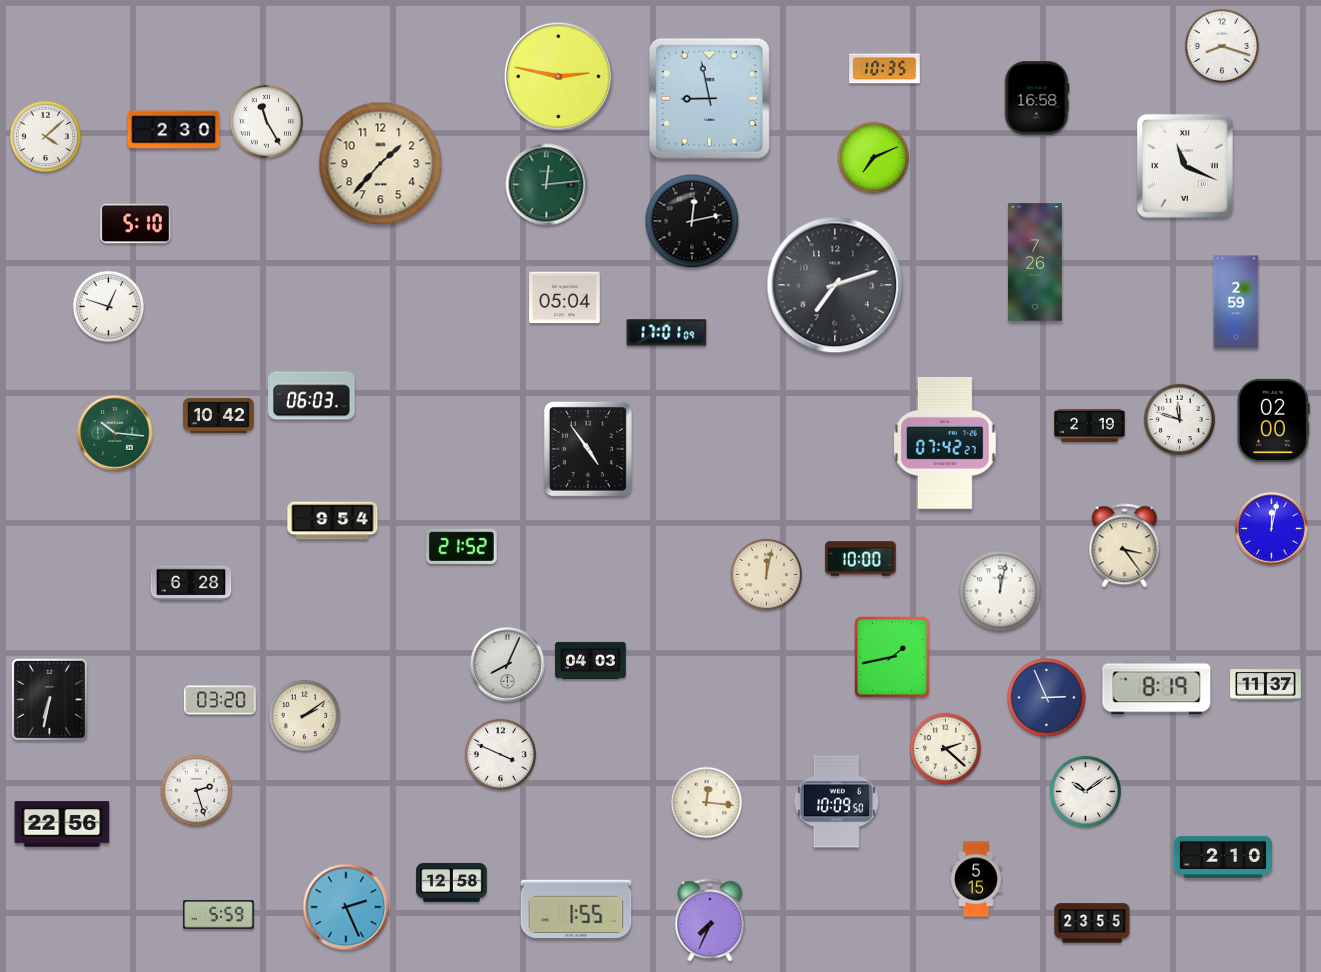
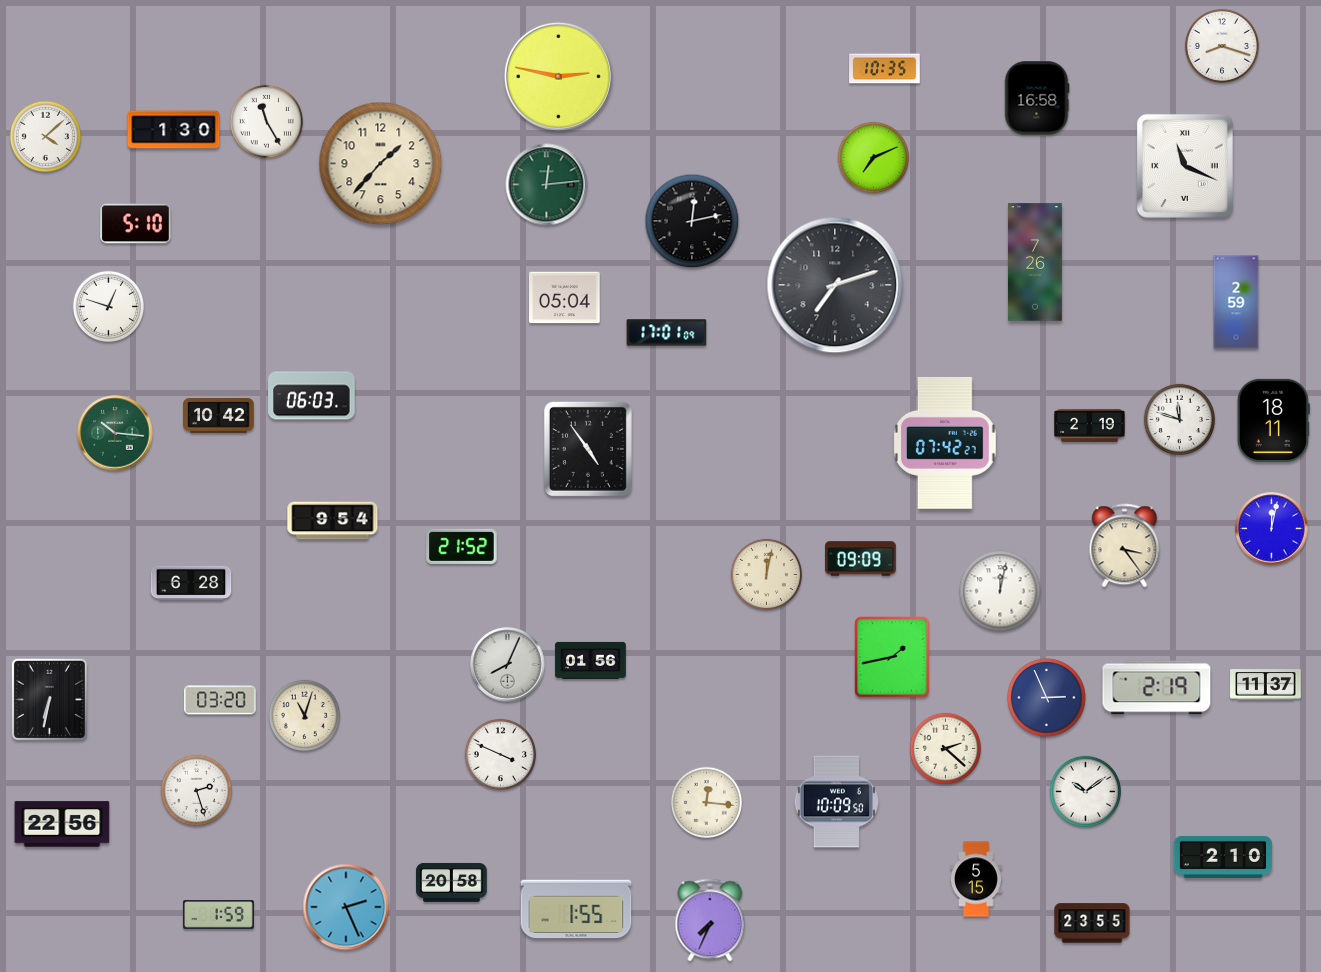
clock at (709, 98): 8:58 -> none
clock at (174, 130): 2:30 -> 1:30
clock at (1273, 420): 02:00 -> 18:11
clock at (861, 559): 10:00 -> 09:09
clock at (591, 660): 04:03 -> 01:56
clock at (1157, 688): 8:19 -> 2:19
clock at (304, 715): 2:09 -> 11:03
clock at (452, 882): 12:58 -> 20:58
clock at (219, 915): 5:59 -> 1:59
